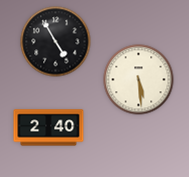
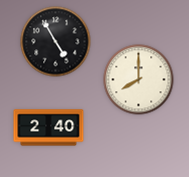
clock at (139, 80): 5:29 -> 8:00
